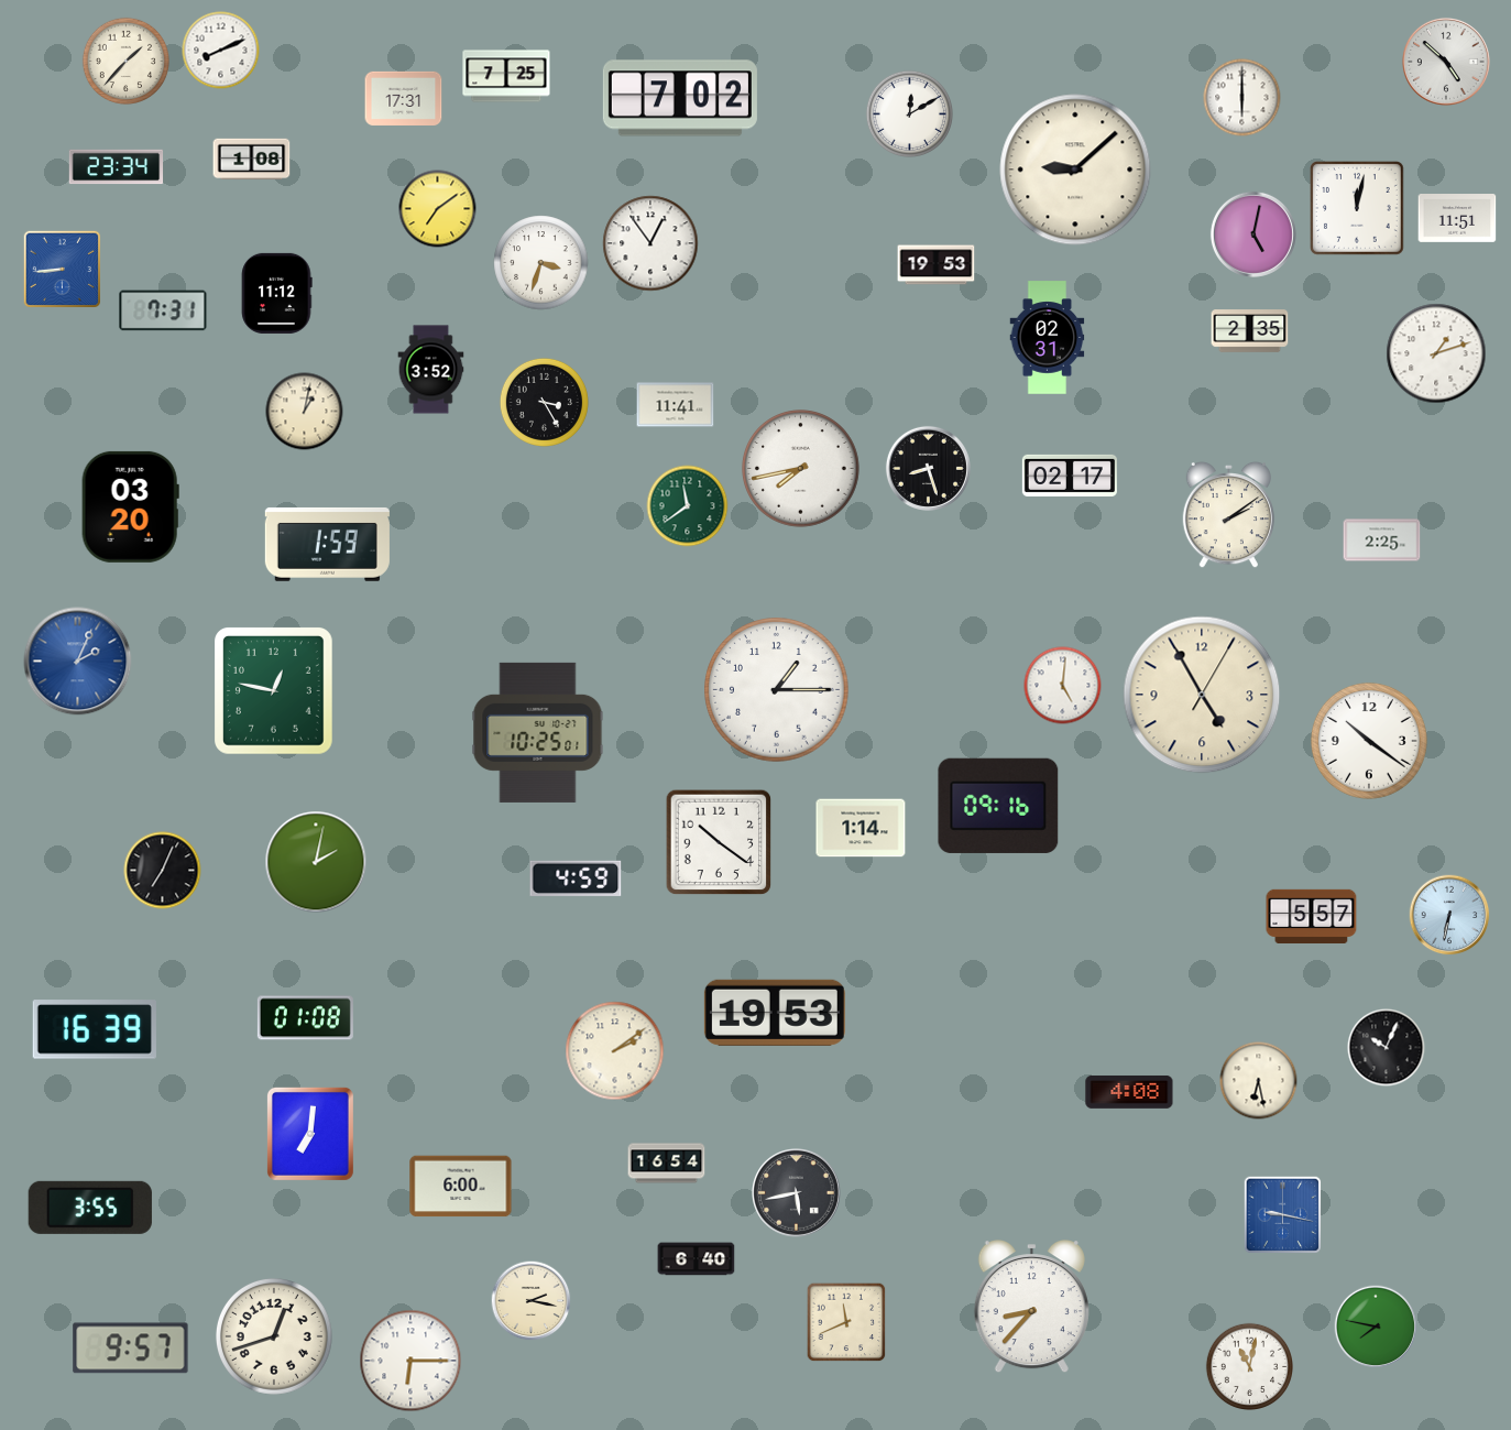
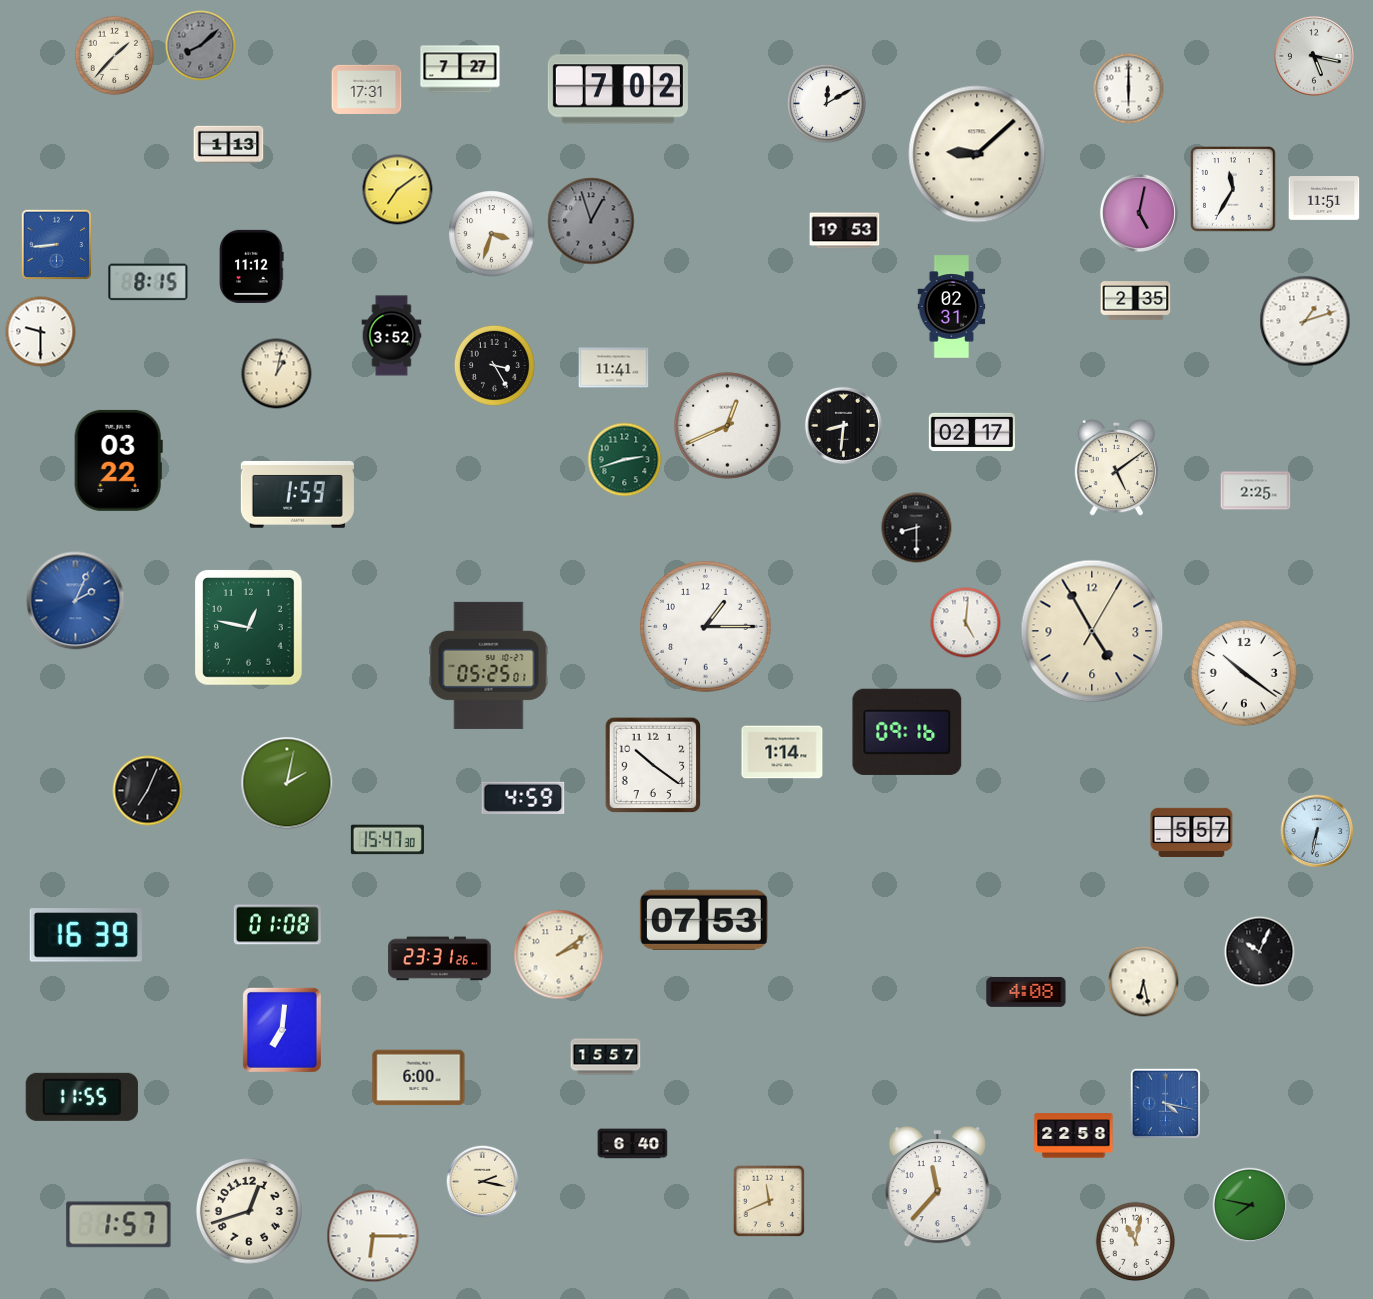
clock at (221, 51): 8:11 -> 8:08
clock at (221, 51) dial: white -> grey
clock at (1446, 62): 4:52 -> 5:17
clock at (506, 76): 7:25 -> 7:27
clock at (252, 160): 1:08 -> 1:13
clock at (117, 167): 23:34 -> none
clock at (1358, 209): 12:02 -> 11:35
clock at (650, 243): 12:54 -> 12:57
clock at (650, 243) dial: white -> grey
clock at (541, 263) position: (541, 263) -> (492, 234)
clock at (937, 265) position: (937, 265) -> (845, 231)
clock at (163, 310): 7:31 -> 8:15
clock at (41, 332): none -> 9:30
clock at (928, 468): 8:27 -> 8:31
clock at (801, 469): 7:43 -> 12:41
clock at (130, 506): 03:20 -> 03:22
clock at (688, 506): 11:39 -> 2:42
clock at (1228, 515): 2:09 -> 5:09
clock at (917, 528): none -> 8:30
clock at (78, 662) position: (78, 662) -> (76, 601)
clock at (538, 732): 10:25 -> 05:25
clock at (387, 840): none -> 15:47
clock at (775, 1013): 19:53 -> 07:53
clock at (440, 959): none -> 23:31
clock at (667, 1164): 16:54 -> 15:57
clock at (797, 1193): 5:43 -> none
clock at (90, 1208): 3:55 -> 11:55
clock at (1283, 1215): 9:17 -> 4:17
clock at (1074, 1136): none -> 22:58
clock at (1031, 1308): 8:37 -> 11:37
clock at (274, 1336) position: (274, 1336) -> (249, 1211)
clock at (131, 1349): 9:57 -> 1:57
